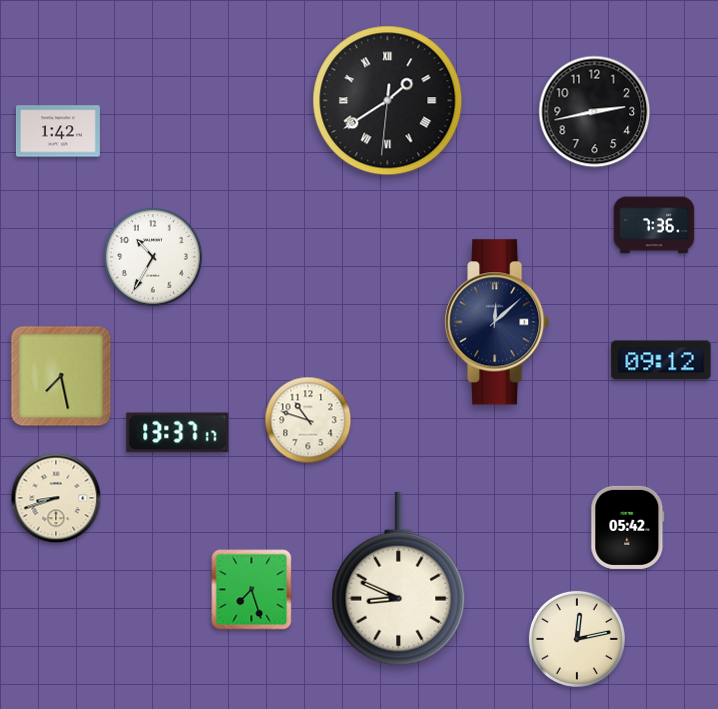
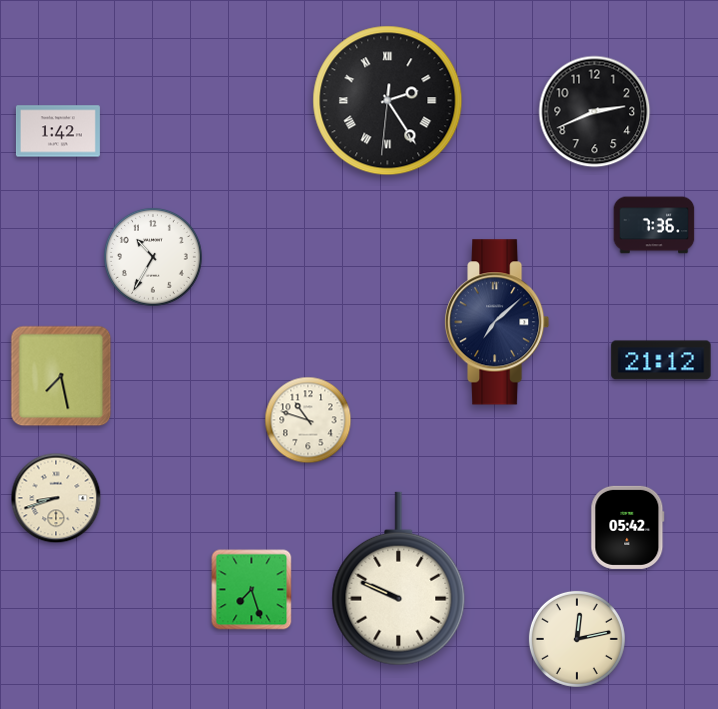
clock at (388, 101): 1:39 -> 2:24
clock at (595, 112): 2:43 -> 2:41
clock at (498, 322): 12:08 -> 7:08
clock at (661, 360): 09:12 -> 21:12
clock at (178, 433): 13:37 -> none
clock at (399, 579): 8:49 -> 9:49
